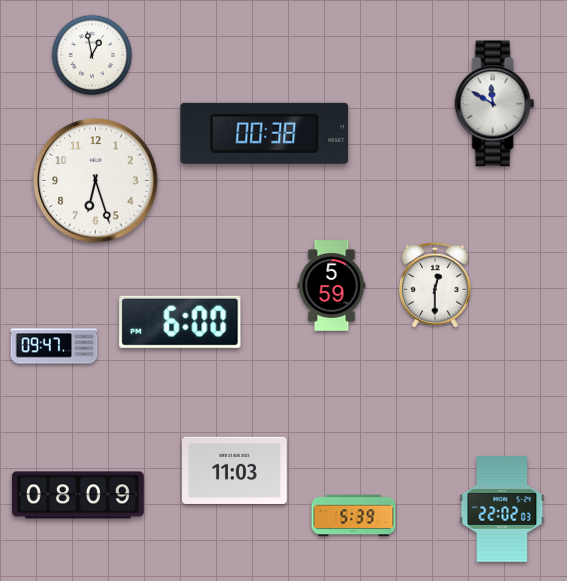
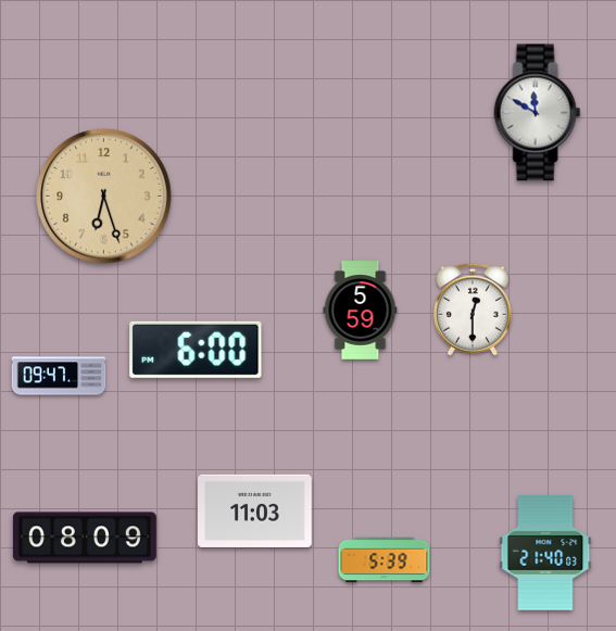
clock at (92, 55): 12:58 -> none
clock at (265, 133): 00:38 -> none
clock at (96, 181) dial: white -> champagne
clock at (502, 509): 22:02 -> 21:40
